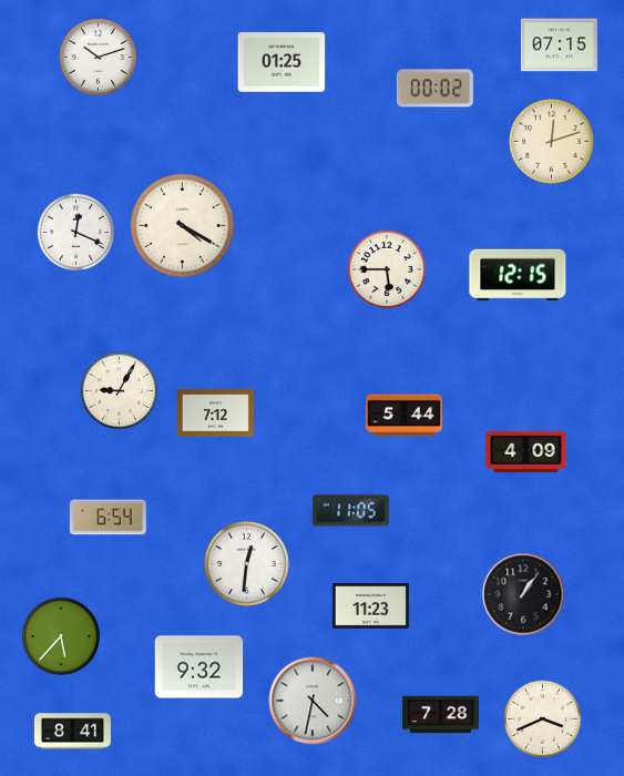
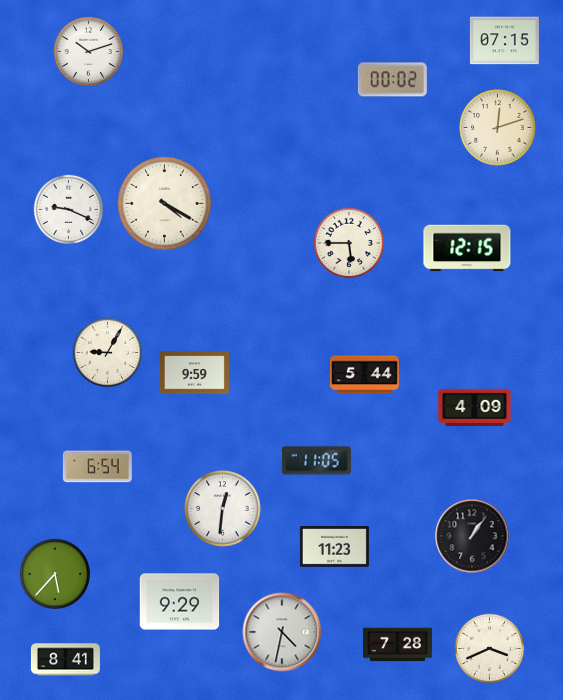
clock at (282, 62): 01:25 -> none
clock at (76, 233): 12:19 -> 9:19
clock at (215, 413): 7:12 -> 9:59
clock at (200, 667): 9:32 -> 9:29
